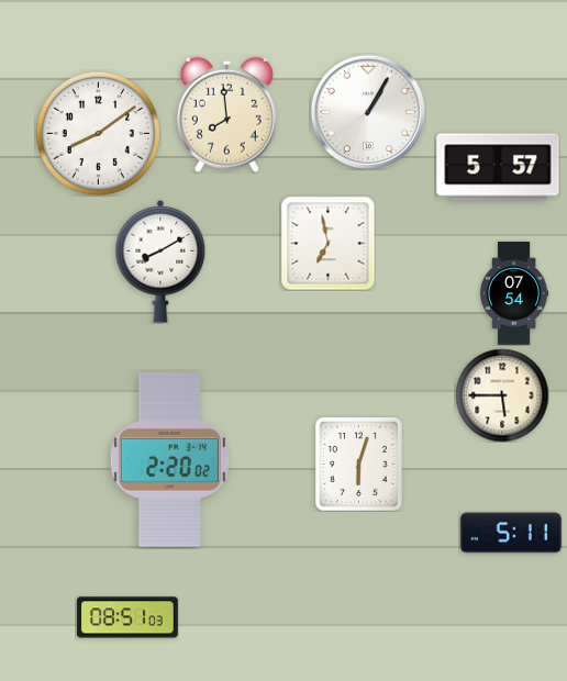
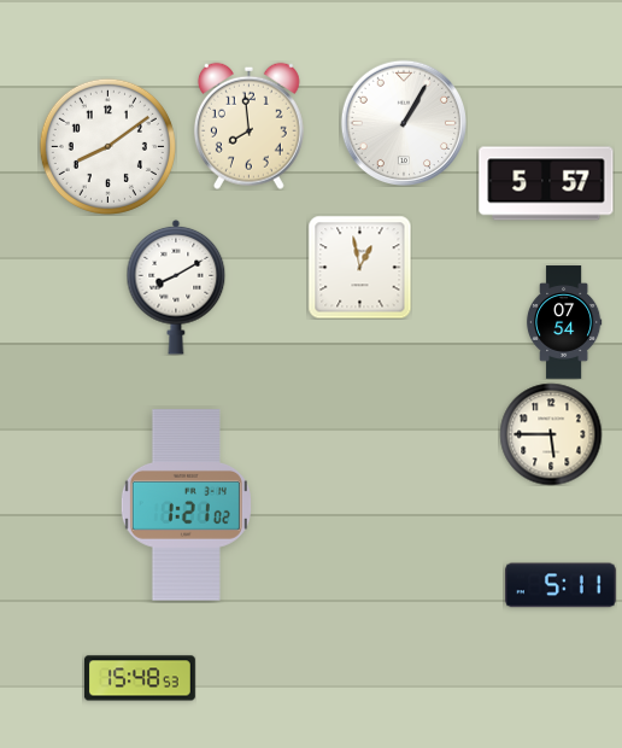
clock at (327, 243): 6:58 -> 12:58
clock at (169, 460): 2:20 -> 1:21
clock at (359, 465): 6:03 -> none
clock at (127, 617): 08:51 -> 15:48
